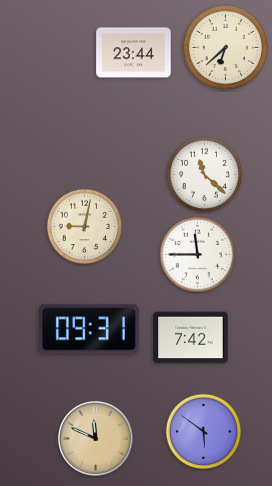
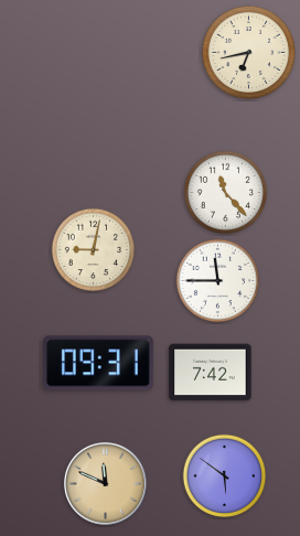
clock at (225, 47): 6:38 -> 6:43
clock at (134, 53): 23:44 -> none
clock at (205, 175): 11:22 -> 11:23
